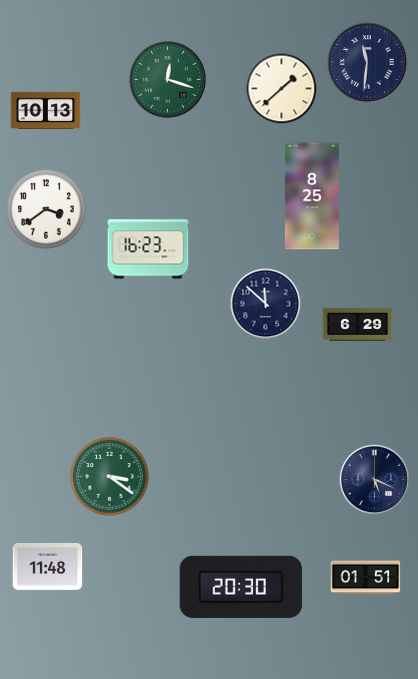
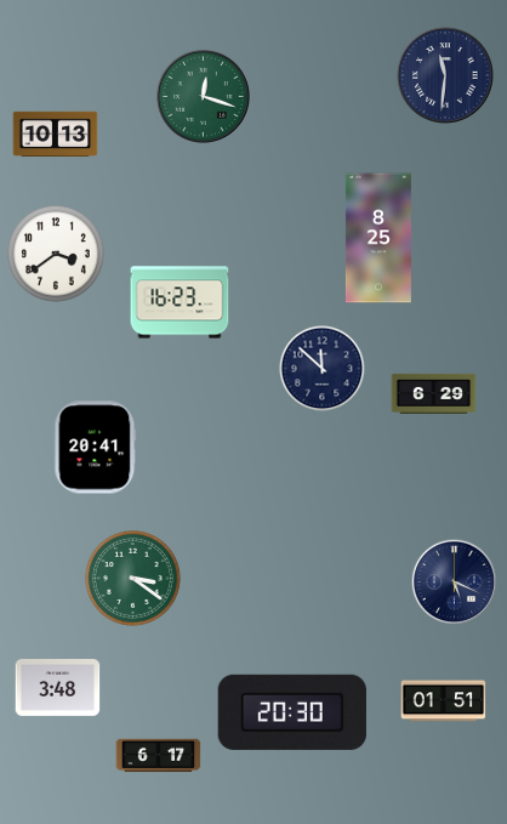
clock at (282, 89): 1:38 -> none
clock at (96, 448): none -> 20:41
clock at (48, 566): 11:48 -> 3:48
clock at (159, 756): none -> 6:17
